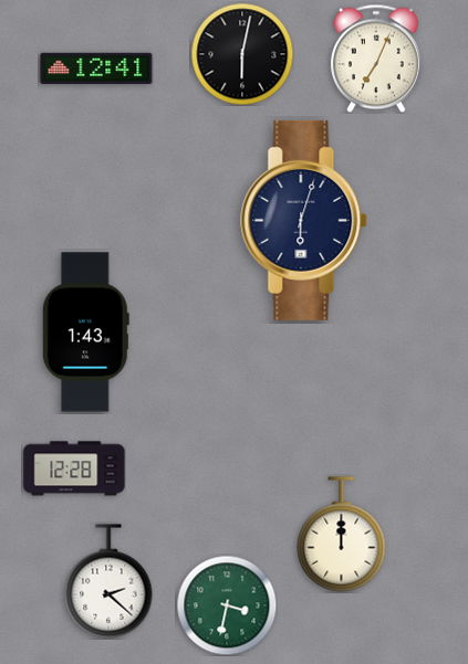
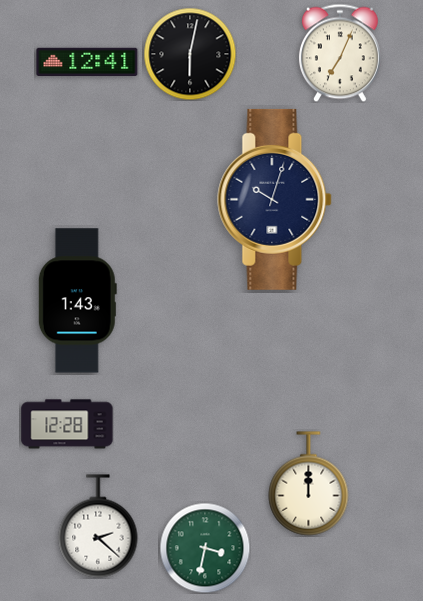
clock at (242, 54) position: (242, 54) -> (190, 54)
clock at (304, 220): 6:03 -> 10:03
